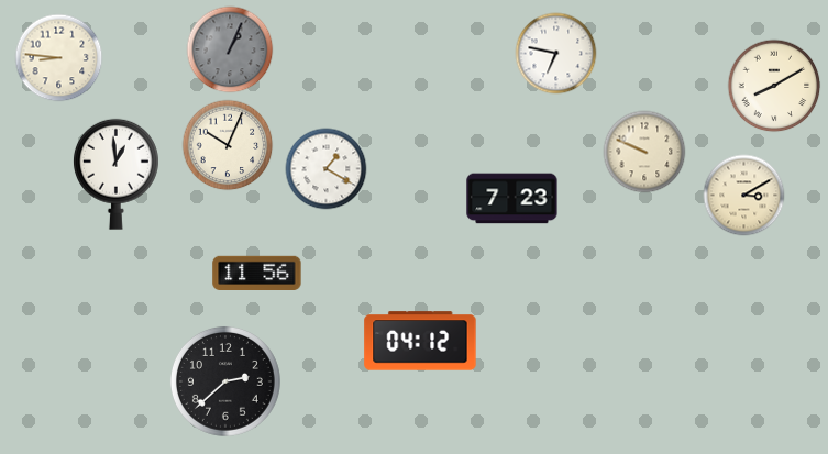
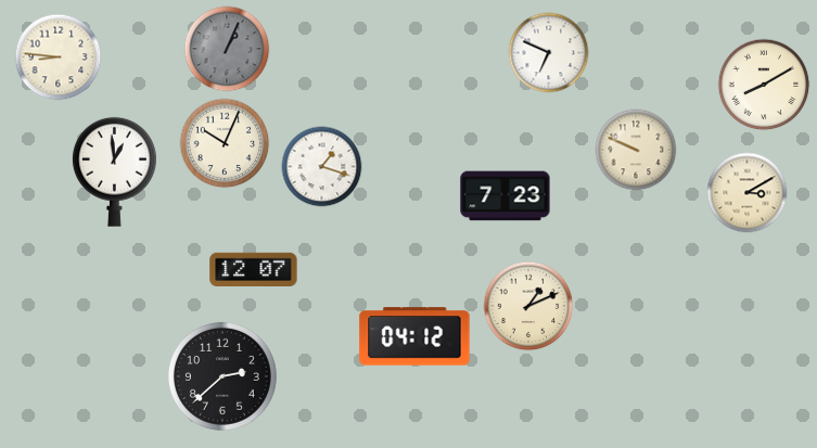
clock at (556, 54): 6:47 -> 6:49
clock at (327, 169): 1:20 -> 1:18
clock at (744, 196) position: (744, 196) -> (748, 193)
clock at (257, 273): 11:56 -> 12:07
clock at (528, 306): none -> 1:11
